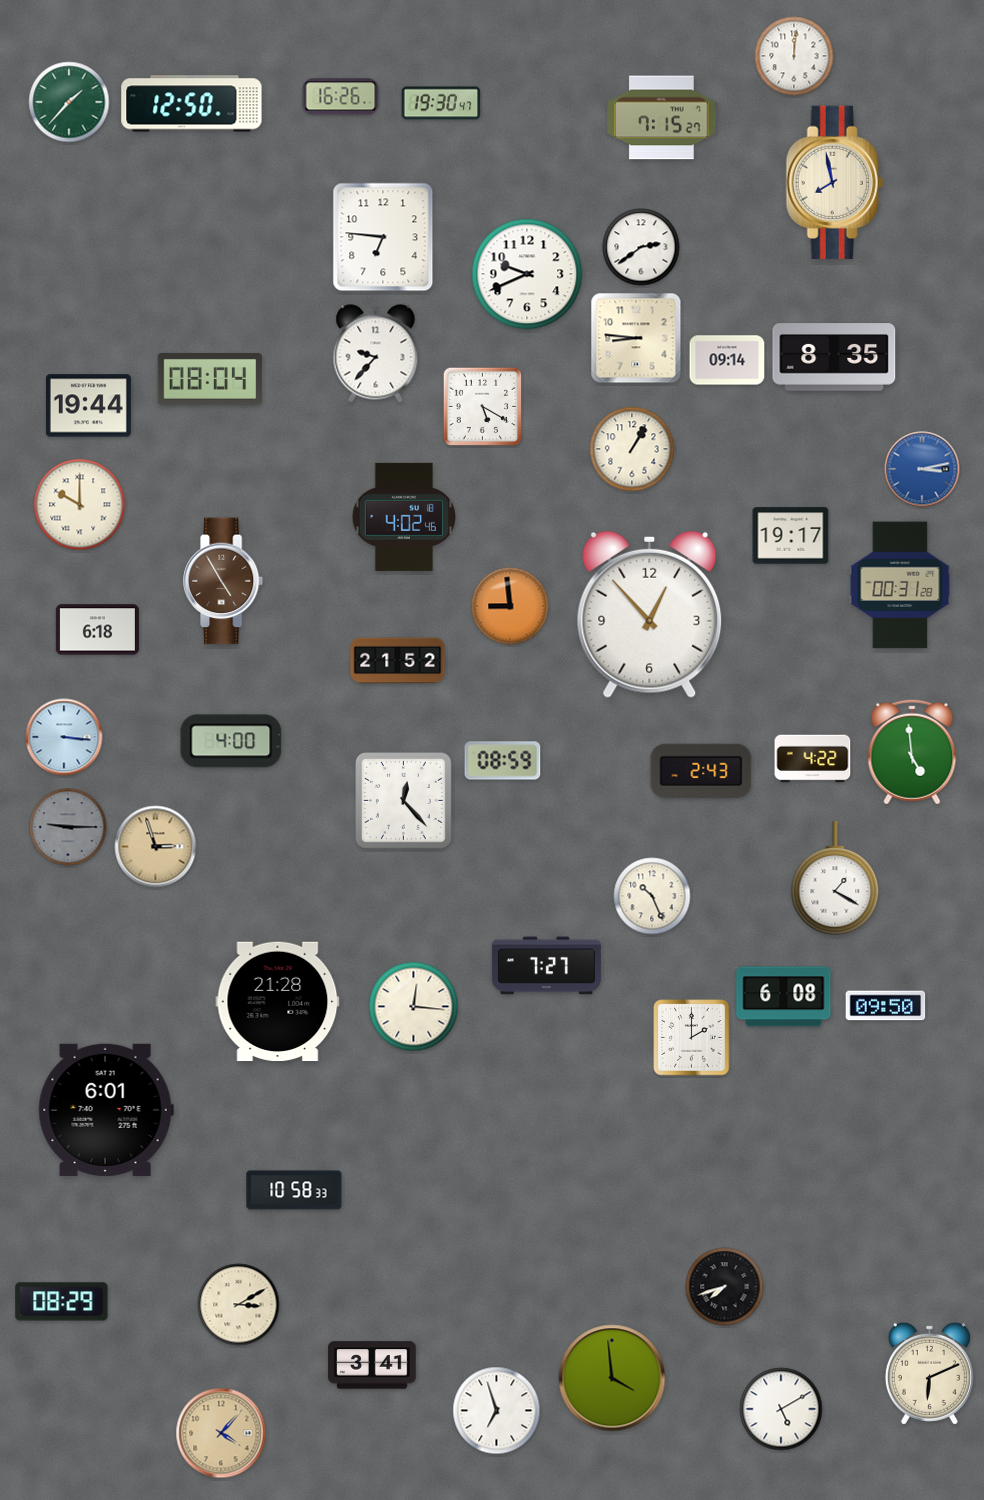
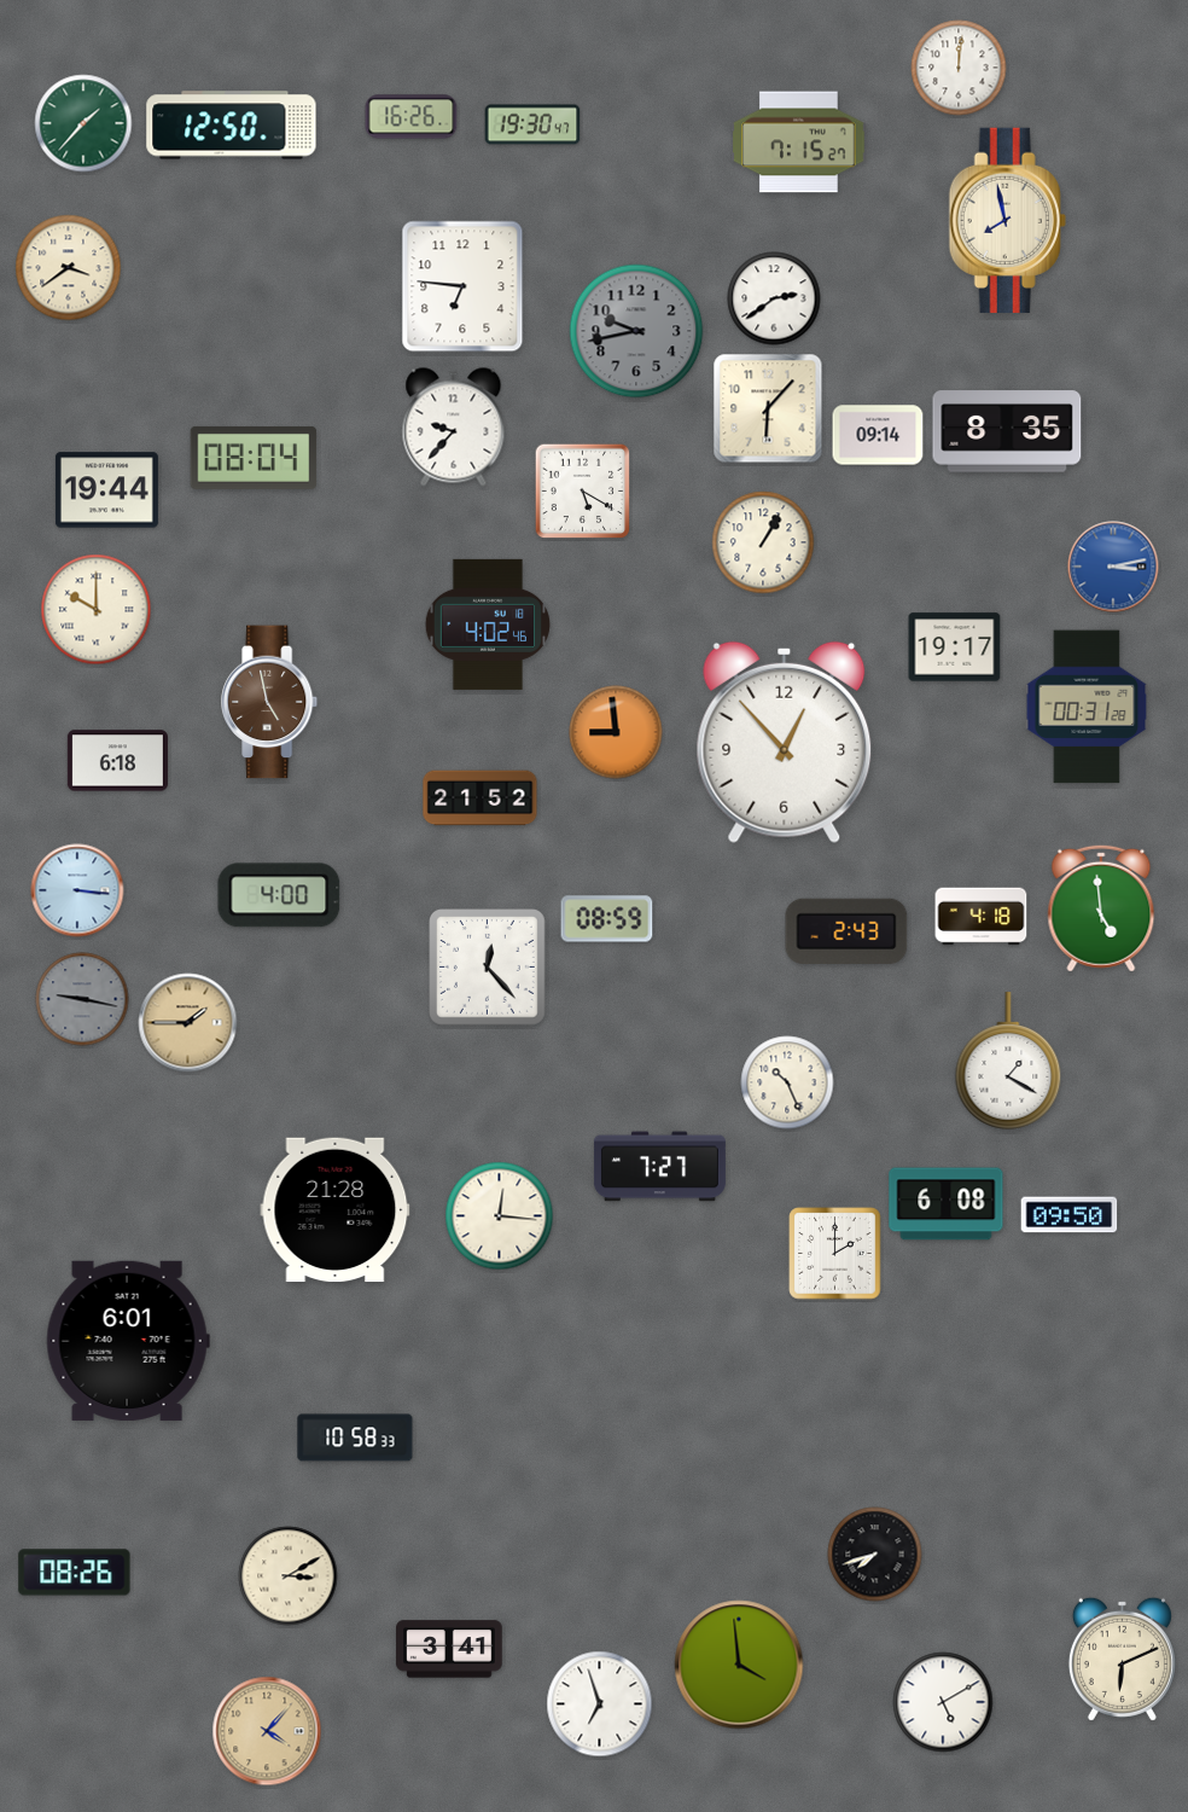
clock at (69, 268): none -> 3:39
clock at (527, 274): 9:41 -> 9:43
clock at (527, 274) dial: white -> grey
clock at (636, 338): 8:46 -> 6:07
clock at (224, 581): 4:55 -> 4:58
clock at (813, 759): 4:22 -> 4:18
clock at (68, 827): 9:15 -> 9:17
clock at (156, 847): 2:57 -> 1:45
clock at (62, 1302): 08:29 -> 08:26
